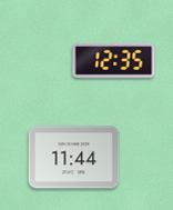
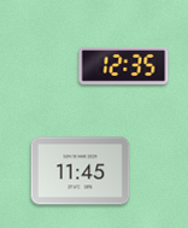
clock at (74, 158): 11:44 -> 11:45
